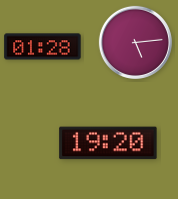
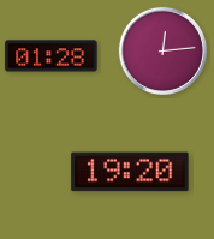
clock at (135, 42): 5:14 -> 12:14
